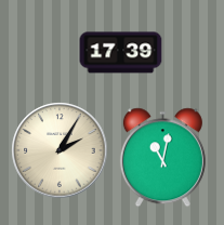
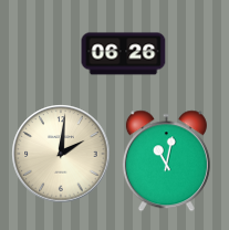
clock at (121, 53): 17:39 -> 06:26
clock at (60, 150): 2:05 -> 2:01
